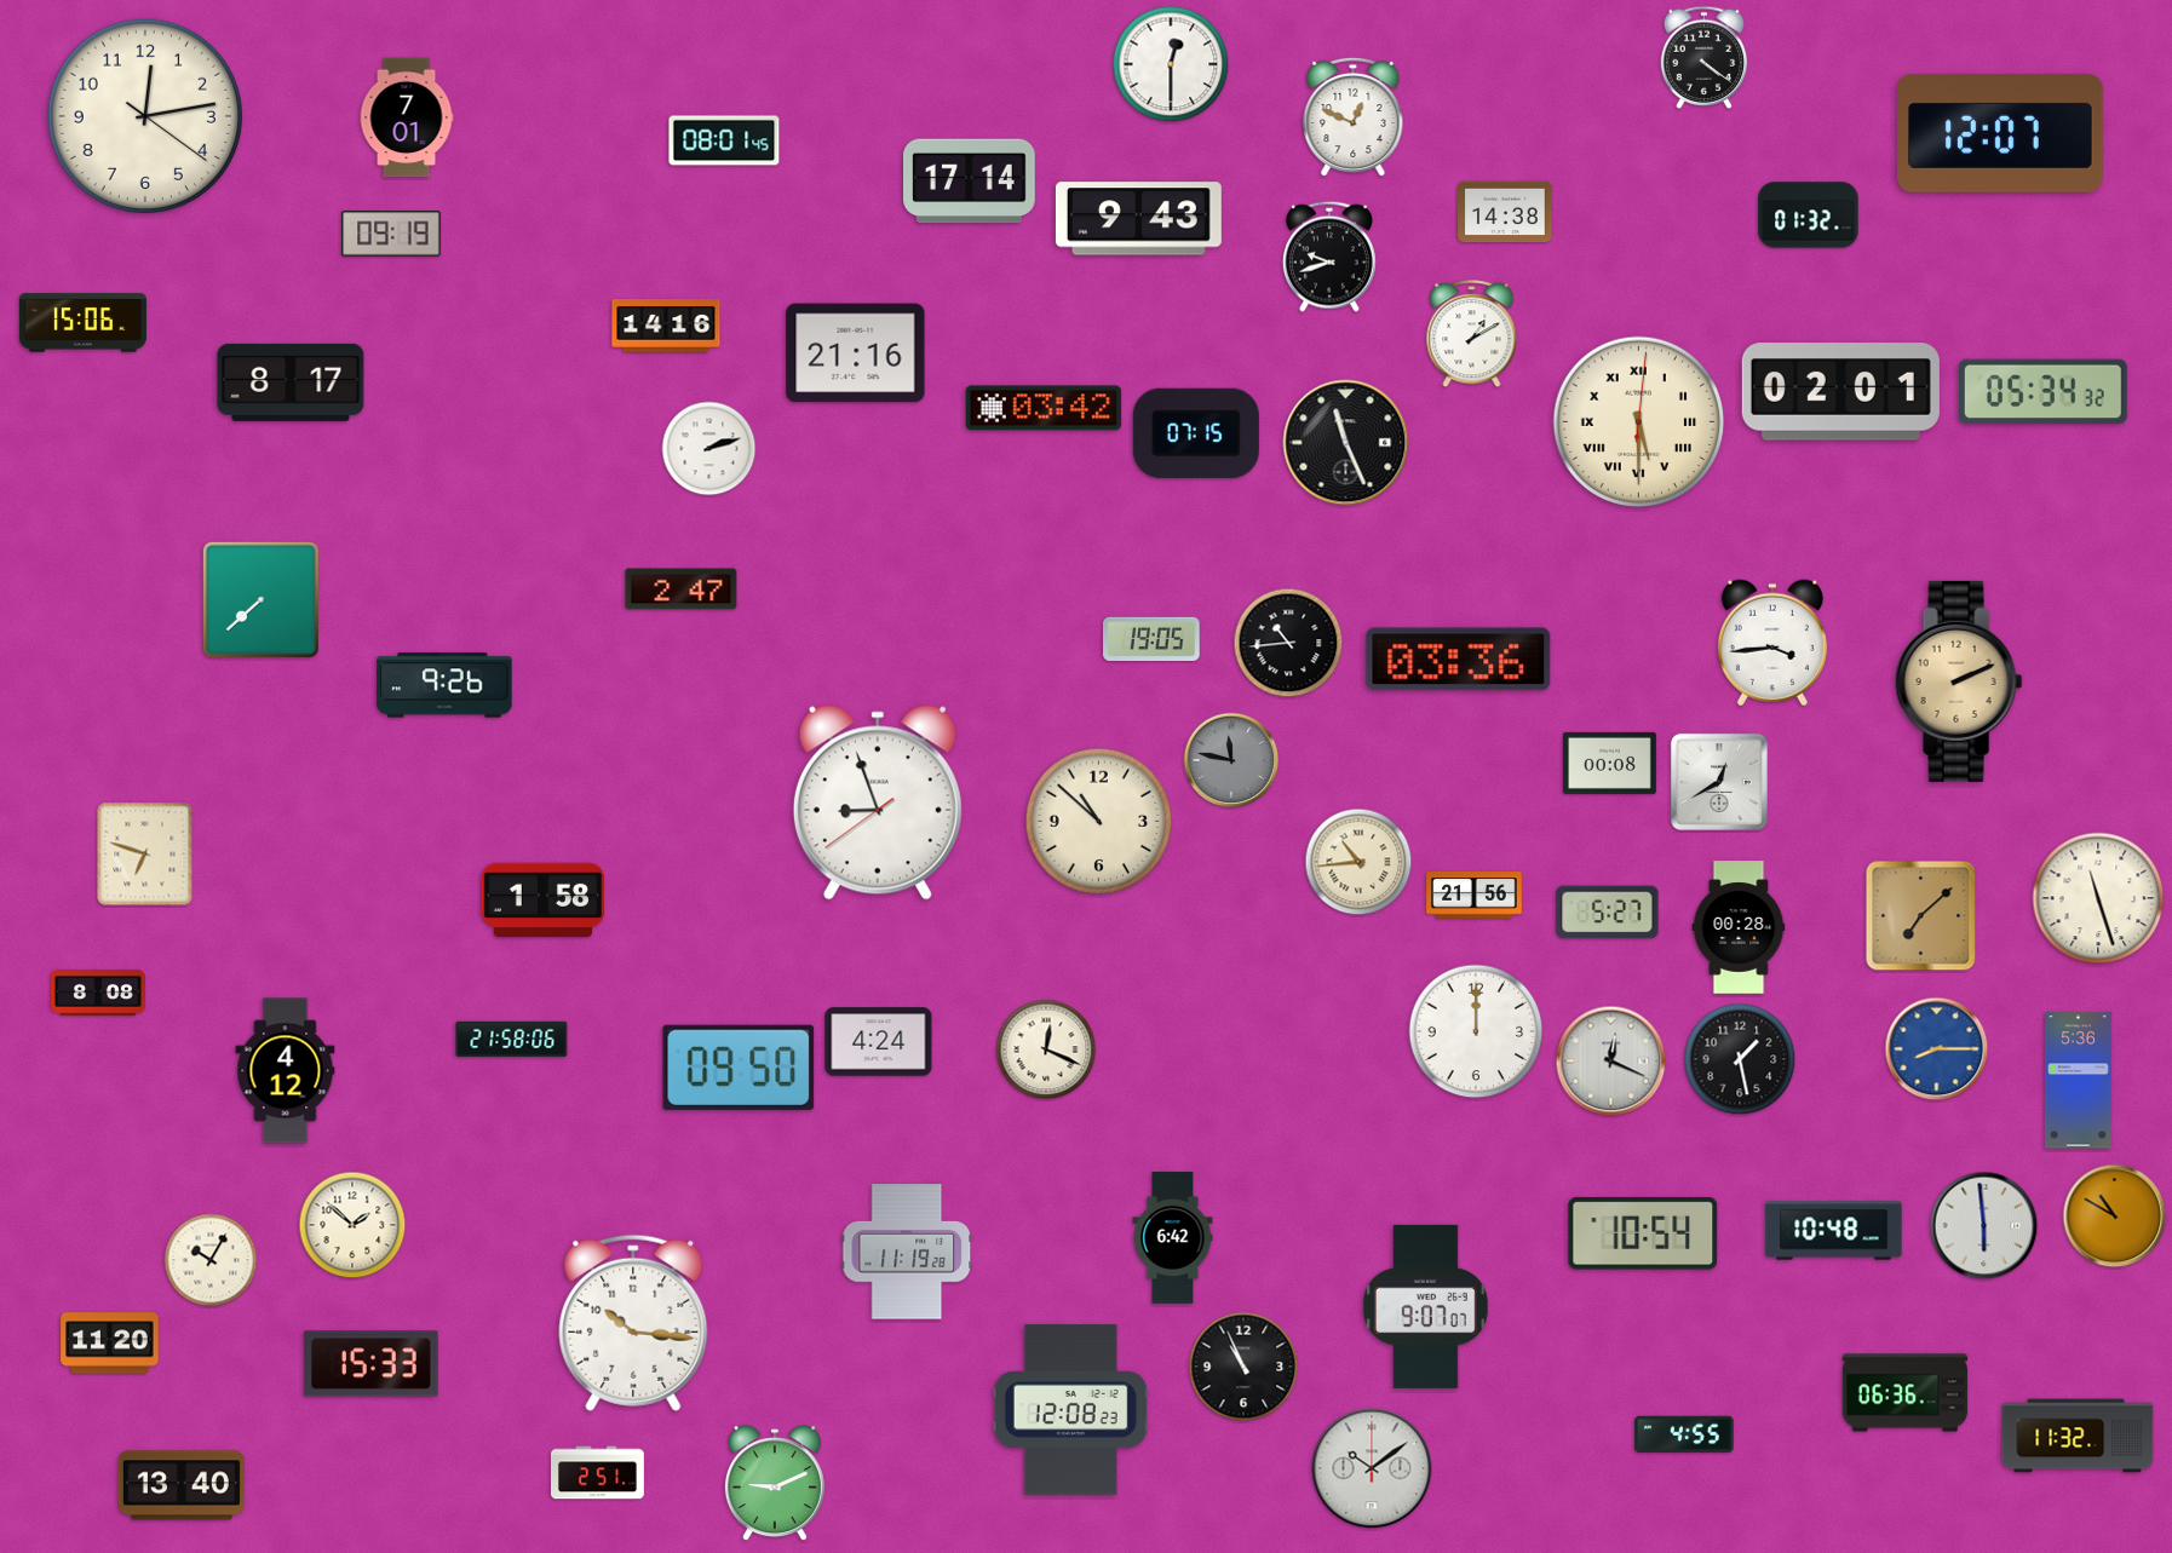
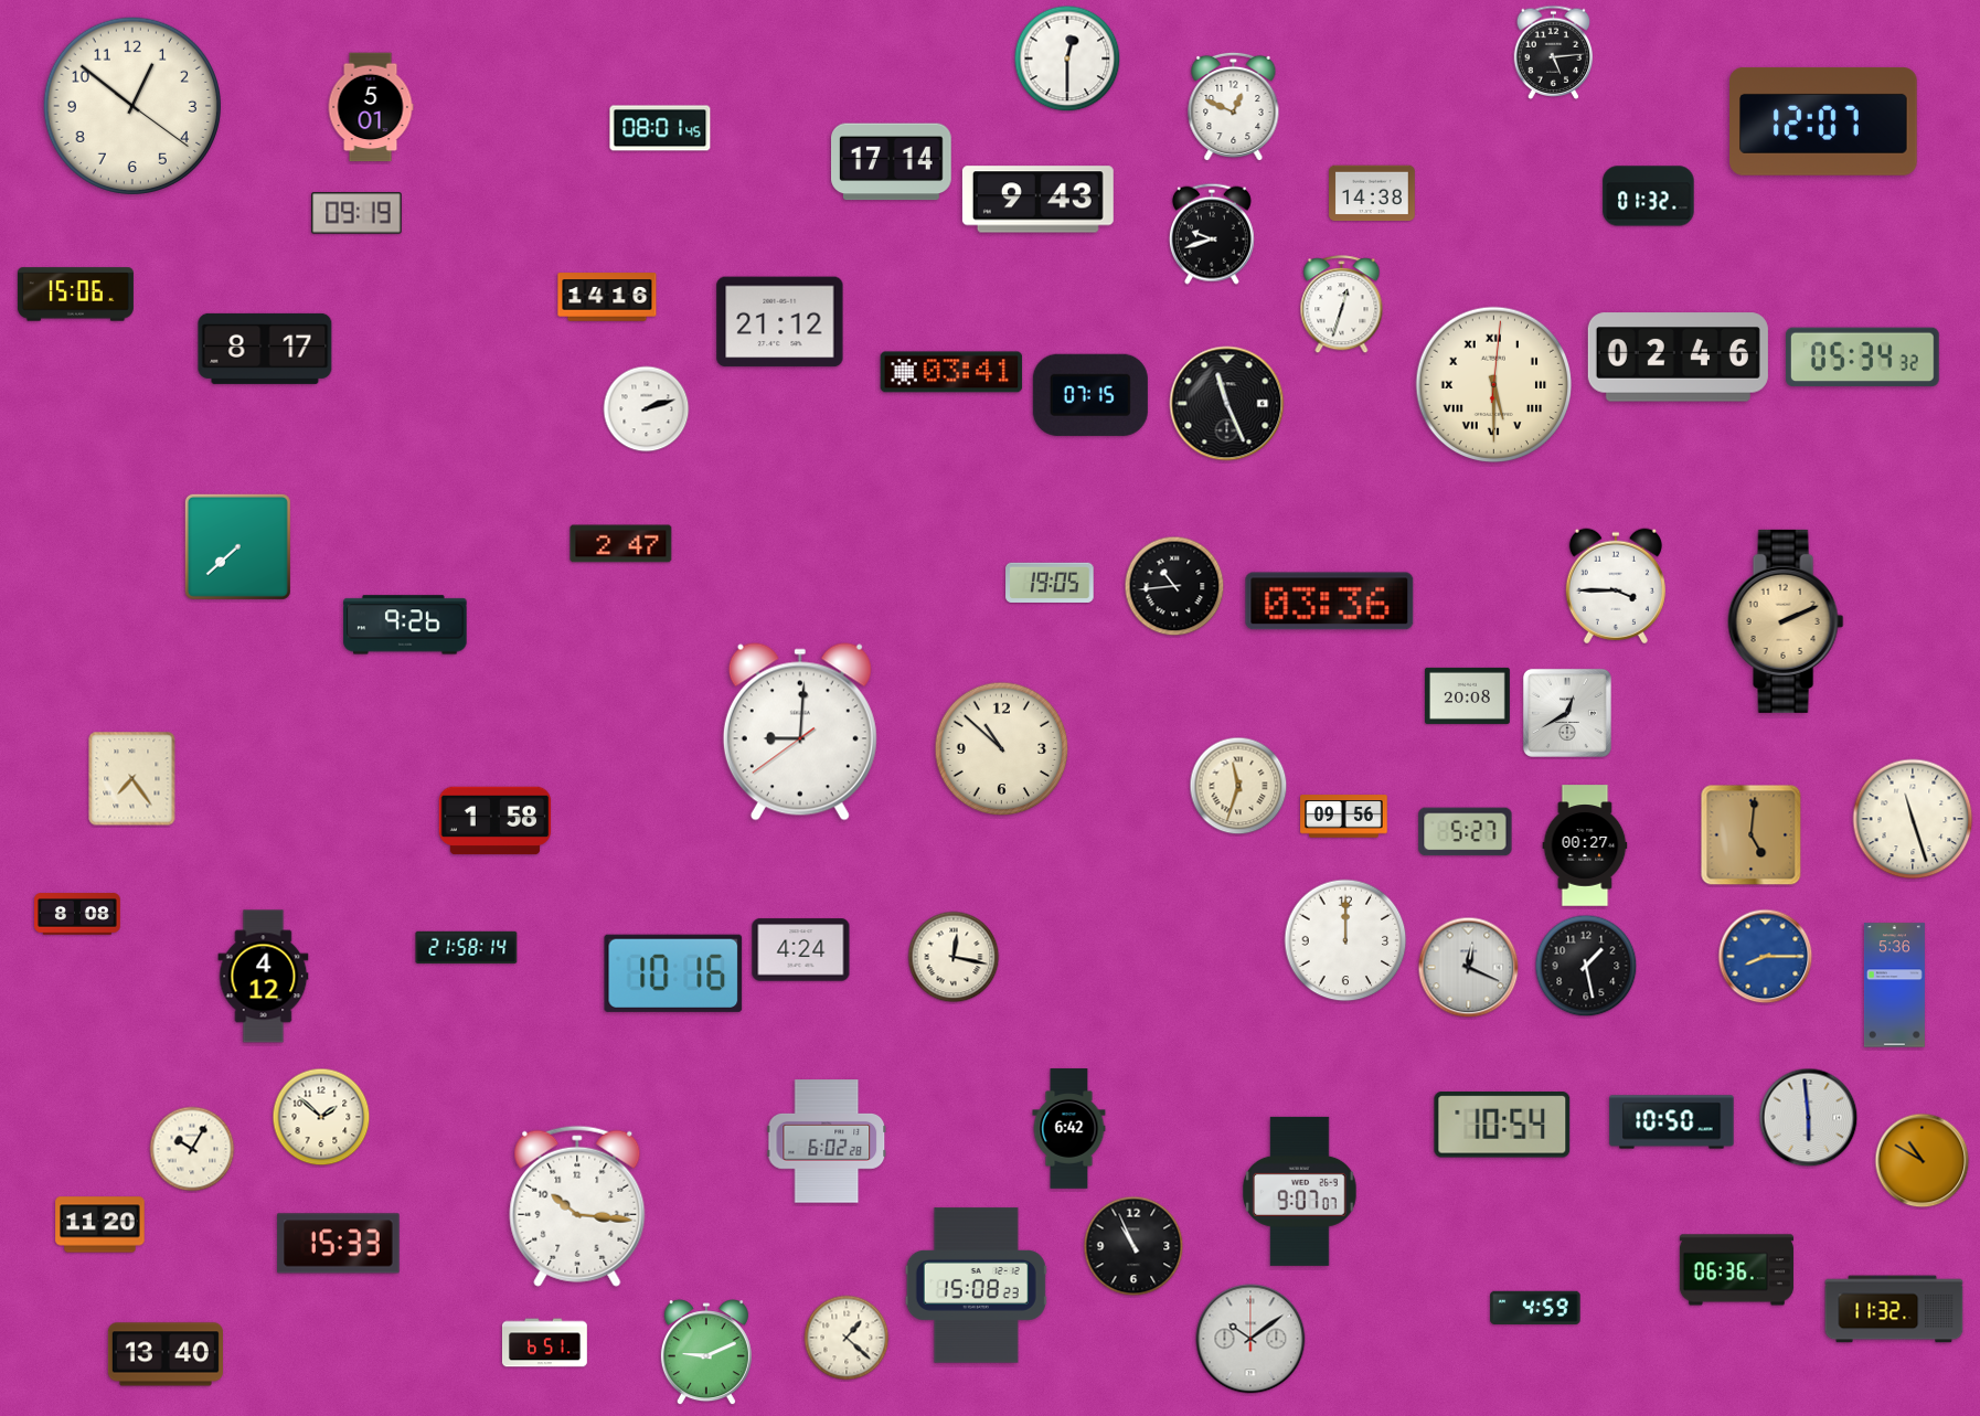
clock at (1705, 57): 4:21 -> 5:14
clock at (145, 116): 12:13 -> 12:51
clock at (407, 117): 7:01 -> 5:01
clock at (970, 182) position: (970, 182) -> (892, 162)
clock at (1472, 334): 1:10 -> 12:33
clock at (856, 353): 21:16 -> 21:12
clock at (1840, 392): 02:01 -> 02:46
clock at (1044, 408): 03:42 -> 03:41
clock at (682, 589) position: (682, 589) -> (621, 544)
clock at (1772, 643): 3:44 -> 3:45
clock at (1231, 760): 11:47 -> none
clock at (1609, 763): 00:08 -> 20:08
clock at (878, 803): 8:56 -> 9:00
clock at (145, 855): 6:48 -> 7:24
clock at (1358, 862): 10:44 -> 11:33
clock at (1475, 896): 21:56 -> 09:56
clock at (1921, 916): 7:08 -> 5:01
clock at (1739, 927): 00:28 -> 00:27
clock at (98, 993) position: (98, 993) -> (77, 914)
clock at (512, 1039): 21:58:06 -> 21:58:14
clock at (1046, 1049): 12:19 -> 12:17
clock at (739, 1068): 09:50 -> 10:16
clock at (286, 1071) position: (286, 1071) -> (264, 977)
clock at (2115, 1216) position: (2115, 1216) -> (1923, 1161)
clock at (1834, 1231): 10:48 -> 10:50
clock at (1643, 1233) position: (1643, 1233) -> (1502, 1125)
clock at (907, 1252): 11:19 -> 6:02
clock at (1070, 1410): 12:08 -> 15:08
clock at (1684, 1434): 4:55 -> 4:59
clock at (847, 1338): none -> 1:22
clock at (597, 1473): 2:51 -> 6:51
